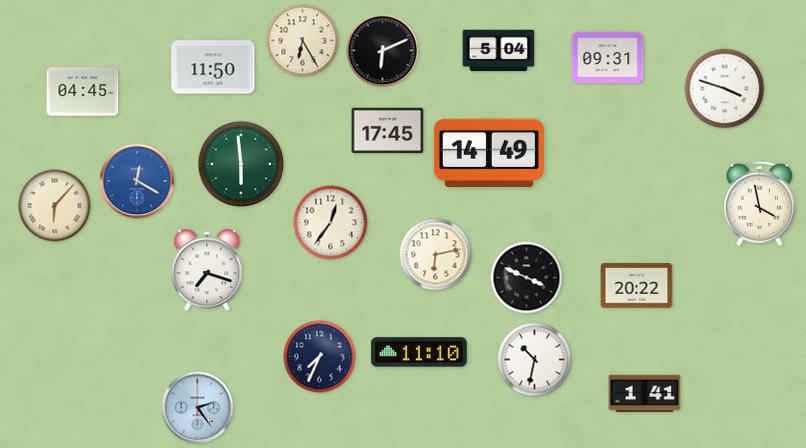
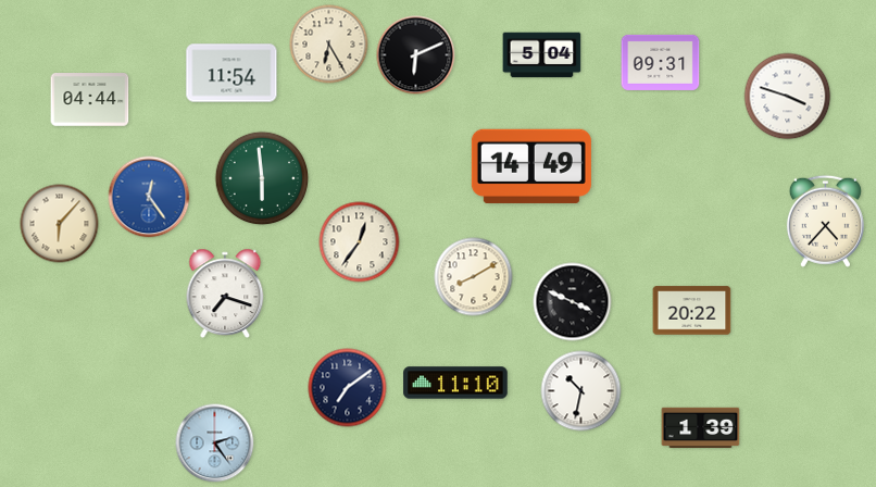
clock at (213, 67): 11:50 -> 11:54
clock at (83, 92): 04:45 -> 04:44
clock at (388, 131): 17:45 -> none
clock at (137, 181): 12:20 -> 12:24
clock at (759, 203): 3:58 -> 4:37
clock at (436, 255): 6:13 -> 8:10
clock at (320, 357): 7:34 -> 7:09
clock at (645, 394): 1:41 -> 1:39
